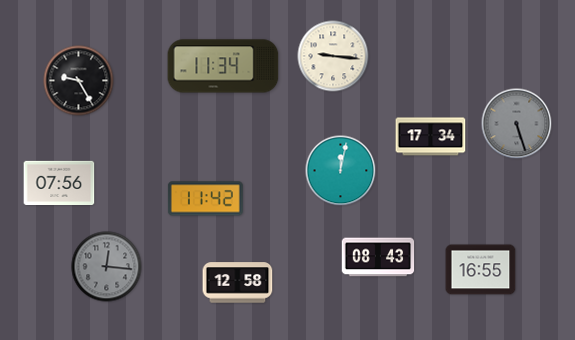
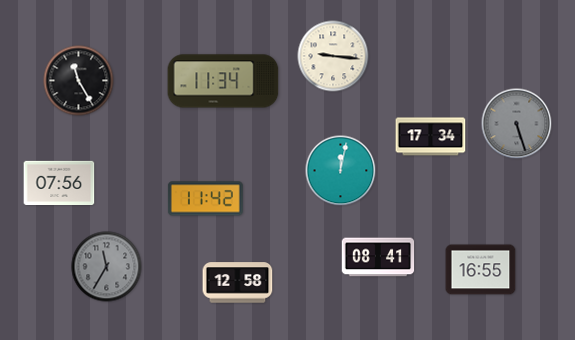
clock at (223, 66) position: (223, 66) -> (223, 81)
clock at (79, 81): 9:25 -> 11:25
clock at (378, 257): 08:43 -> 08:41
clock at (107, 267): 12:16 -> 11:35
